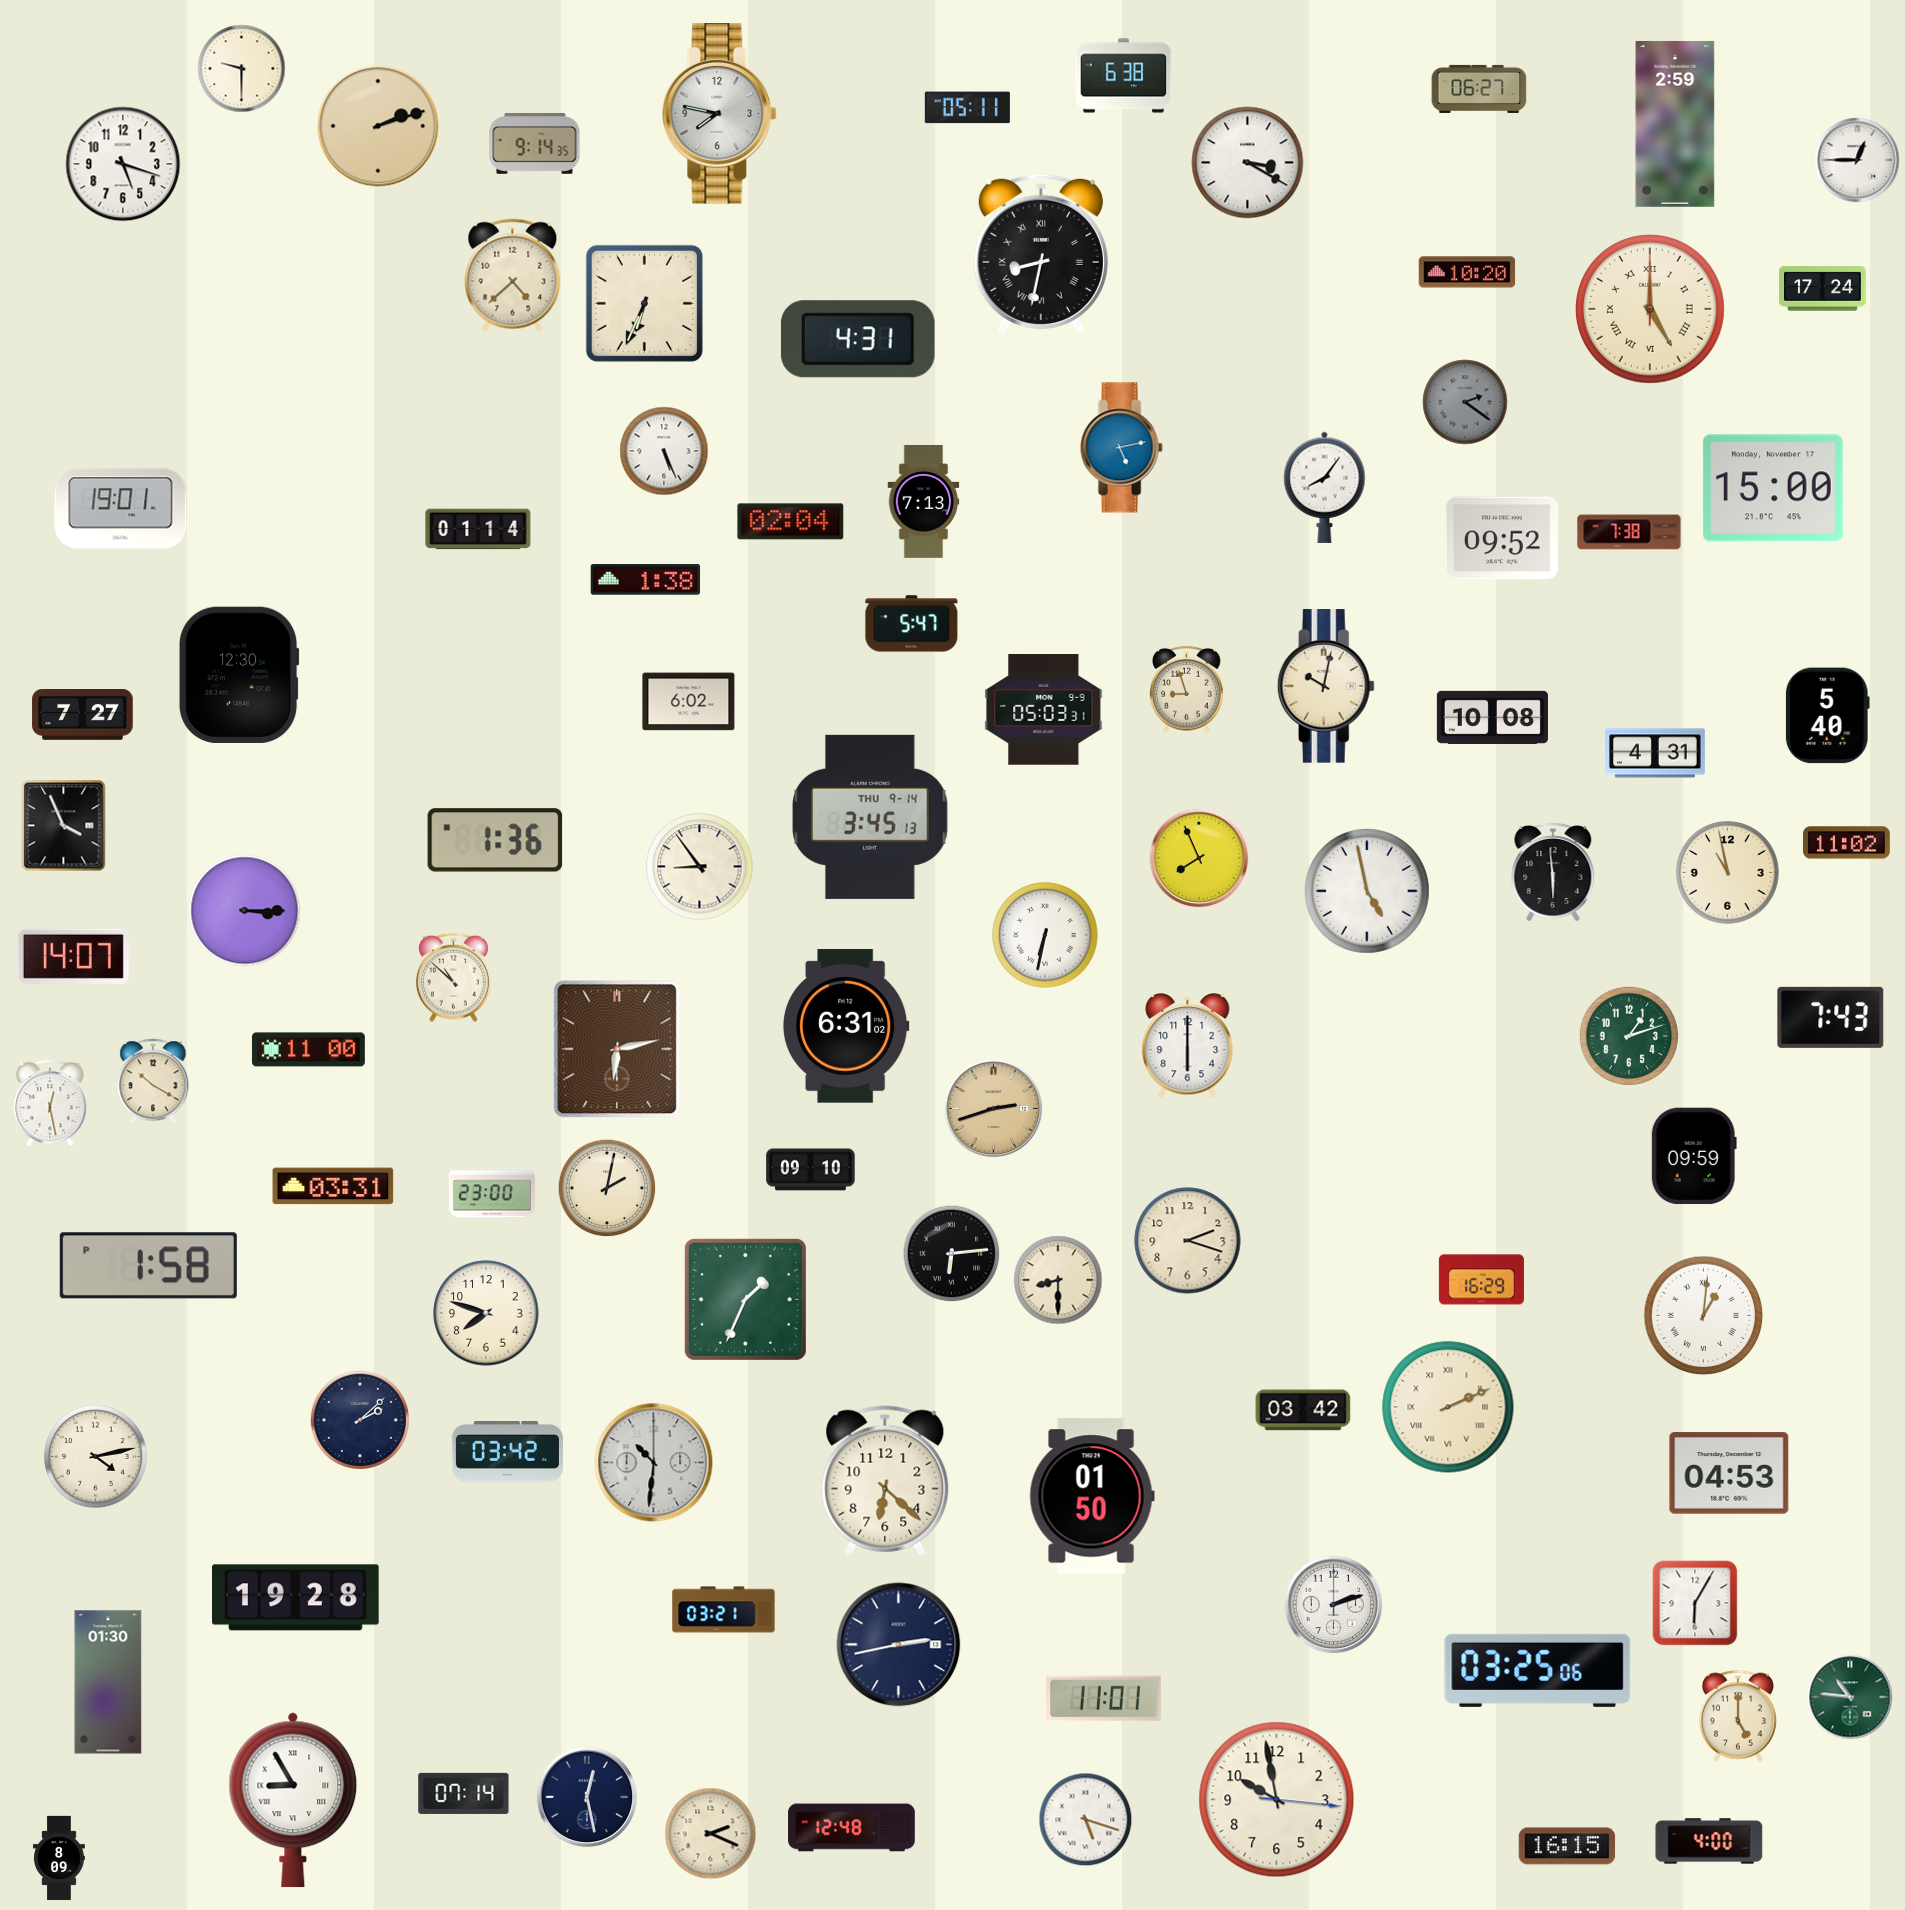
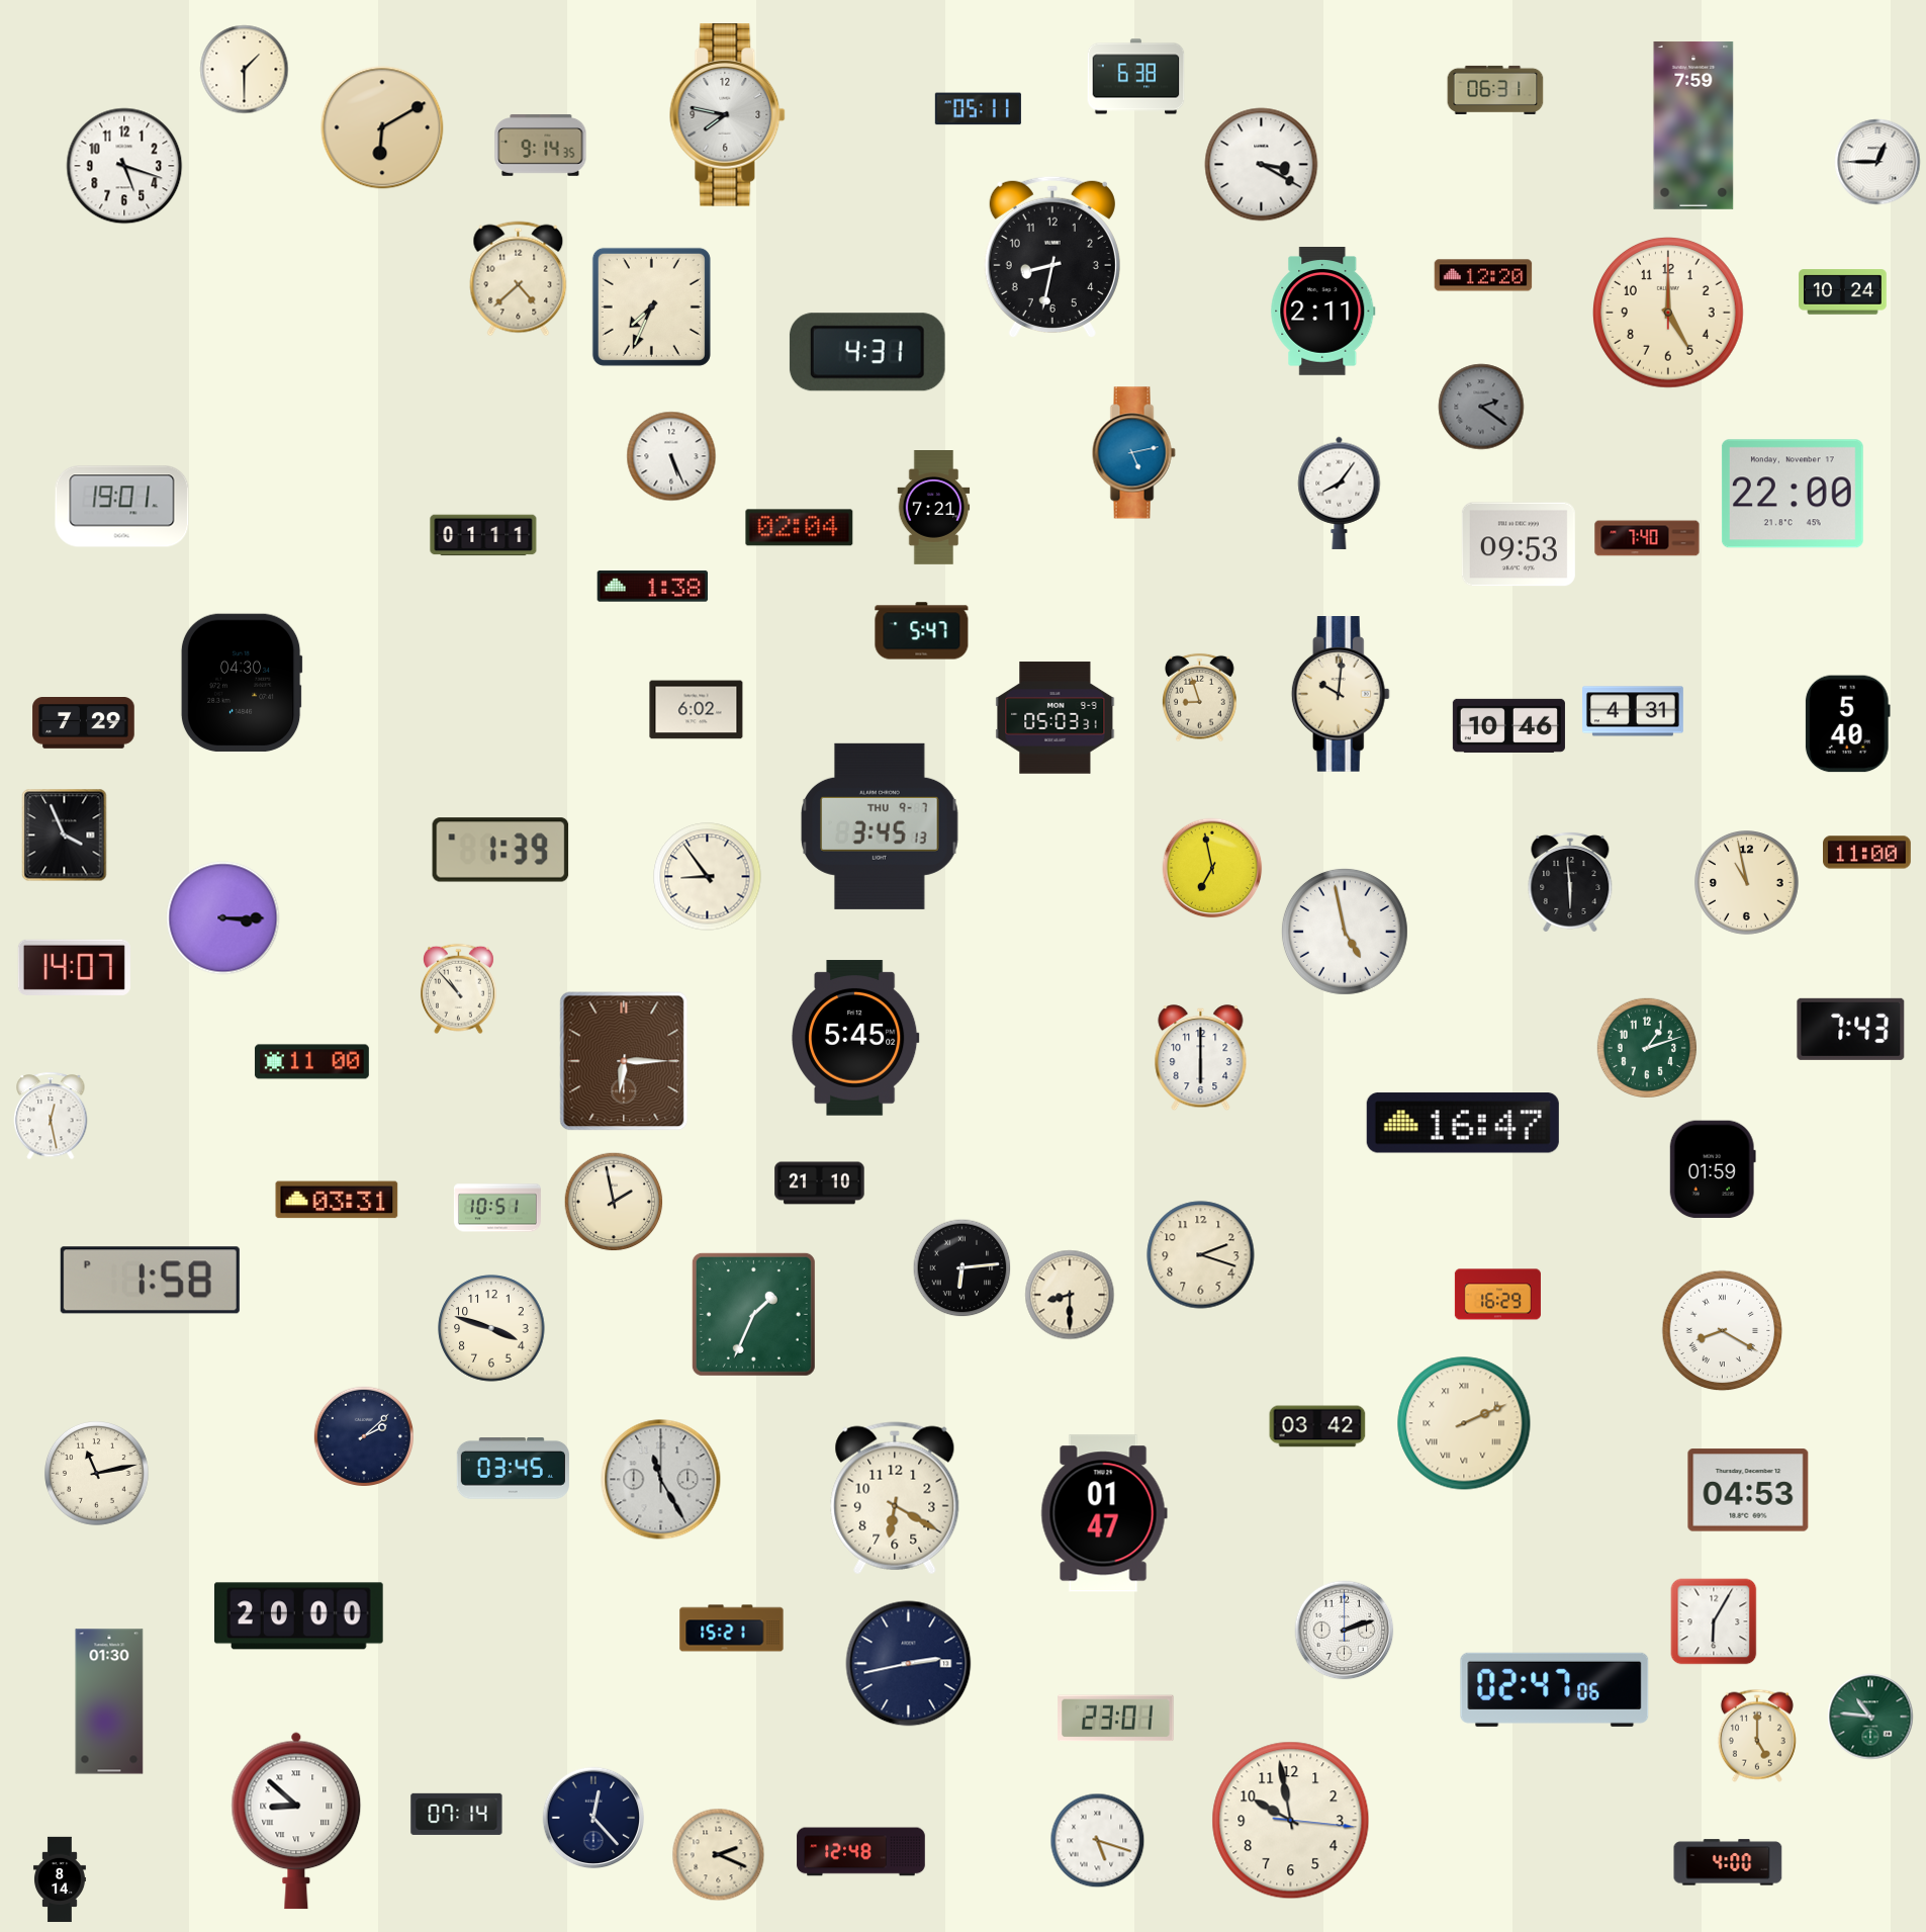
clock at (242, 69): 9:30 -> 1:30
clock at (1479, 89): 06:27 -> 06:31
clock at (1675, 124): 2:59 -> 7:59
clock at (378, 126): 2:12 -> 6:10
clock at (1041, 254) numerals: Roman -> Arabic
clock at (1467, 272): 10:20 -> 12:20
clock at (1823, 289): 17:24 -> 10:24
clock at (644, 303): 6:34 -> 7:34
clock at (1323, 312): none -> 2:11
clock at (1651, 310) numerals: Roman -> Arabic
clock at (858, 339) position: (858, 339) -> (867, 352)
clock at (1773, 488): 15:00 -> 22:00
clock at (924, 502): 7:13 -> 7:21
clock at (121, 509) position: (121, 509) -> (122, 507)
clock at (478, 529): 01:14 -> 01:11
clock at (1629, 532): 7:38 -> 7:40
clock at (1502, 538): 09:52 -> 09:53
clock at (239, 675): 12:30 -> 04:30
clock at (1326, 686): 10:02 -> 10:01
clock at (83, 715): 7:27 -> 7:29
clock at (1492, 717): 10:08 -> 10:46
clock at (1656, 753) position: (1656, 753) -> (1634, 711)
clock at (870, 817) date: THU 9-14 -> THU 9-7
clock at (495, 840): 1:36 -> 1:39
clock at (1847, 843): 11:02 -> 11:00
clock at (1199, 858): 7:56 -> 6:58
clock at (1367, 891) position: (1367, 891) -> (1345, 932)
clock at (245, 911) position: (245, 911) -> (223, 918)
clock at (1045, 935): 6:32 -> none
clock at (453, 978): 10:52 -> 10:53
clock at (846, 1026): 6:31 -> 5:45
clock at (617, 1049): 6:13 -> 6:15
clock at (153, 1081): 10:20 -> none
clock at (994, 1109): 2:42 -> none
clock at (1463, 1123): none -> 16:47
clock at (1694, 1156): 09:59 -> 01:59
clock at (811, 1170): 09:10 -> 21:10
clock at (607, 1188): 2:02 -> 1:58
clock at (492, 1194): 23:00 -> 10:51
clock at (486, 1313): 7:48 -> 3:48
clock at (1704, 1316): 1:01 -> 8:20
clock at (507, 1452): 03:42 -> 03:45
clock at (96, 1457): 4:13 -> 11:13
clock at (654, 1463): 10:31 -> 11:25
clock at (885, 1481): 6:22 -> 6:20
clock at (1092, 1496): 01:50 -> 01:47
clock at (296, 1598): 19:28 -> 20:00
clock at (1334, 1605) position: (1334, 1605) -> (1345, 1631)
clock at (724, 1610): 03:21 -> 15:21
clock at (1538, 1670): 03:25 -> 02:47
clock at (1104, 1699): 11:01 -> 23:01
clock at (464, 1793) position: (464, 1793) -> (457, 1814)
clock at (587, 1797): 12:28 -> 12:23
clock at (293, 1800): 8:55 -> 8:52
clock at (852, 1828) position: (852, 1828) -> (861, 1852)
clock at (1567, 1846): 16:15 -> none
clock at (59, 1858): 8:09 -> 8:14
